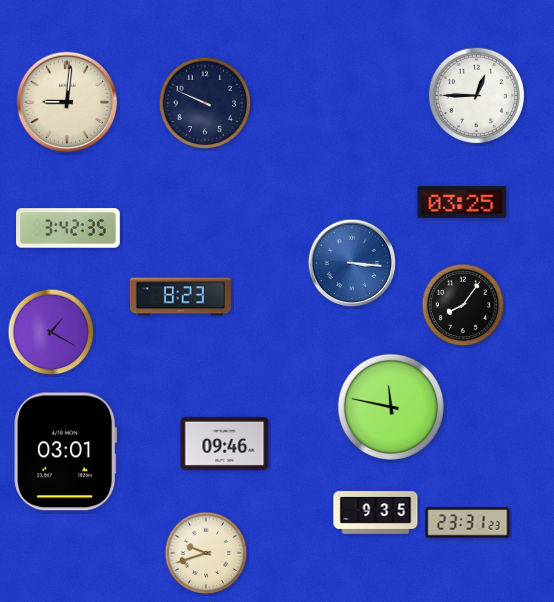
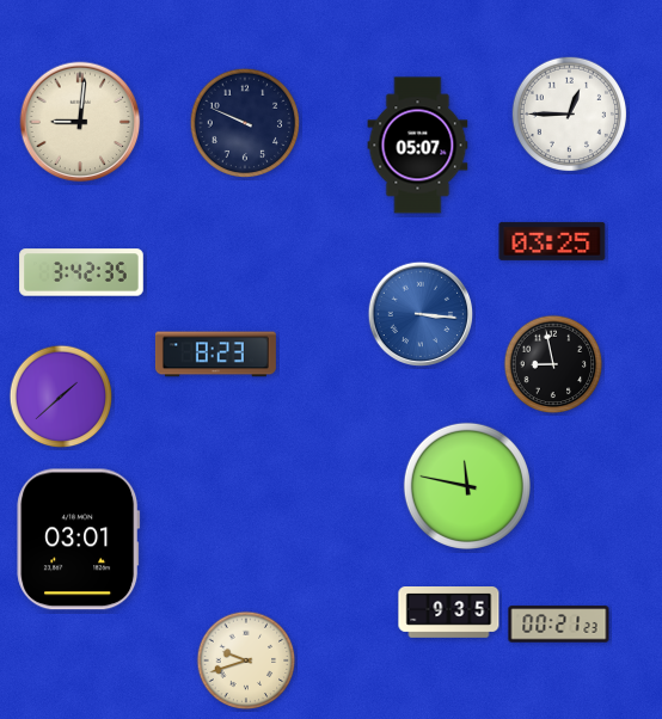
clock at (418, 146): none -> 05:07
clock at (463, 305): 8:06 -> 8:58
clock at (51, 332): 1:20 -> 1:38
clock at (225, 443): 09:46 -> none
clock at (468, 523): 23:31 -> 00:21
